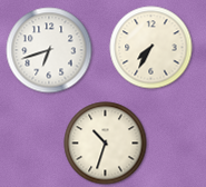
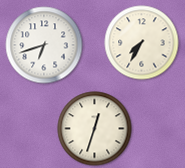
clock at (151, 48) position: (151, 48) -> (142, 43)
clock at (106, 144): 10:33 -> 12:33
